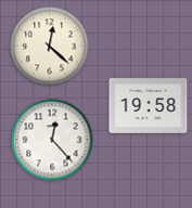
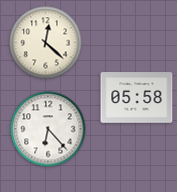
clock at (149, 106): 19:58 -> 05:58
clock at (52, 140): 12:23 -> 6:23
